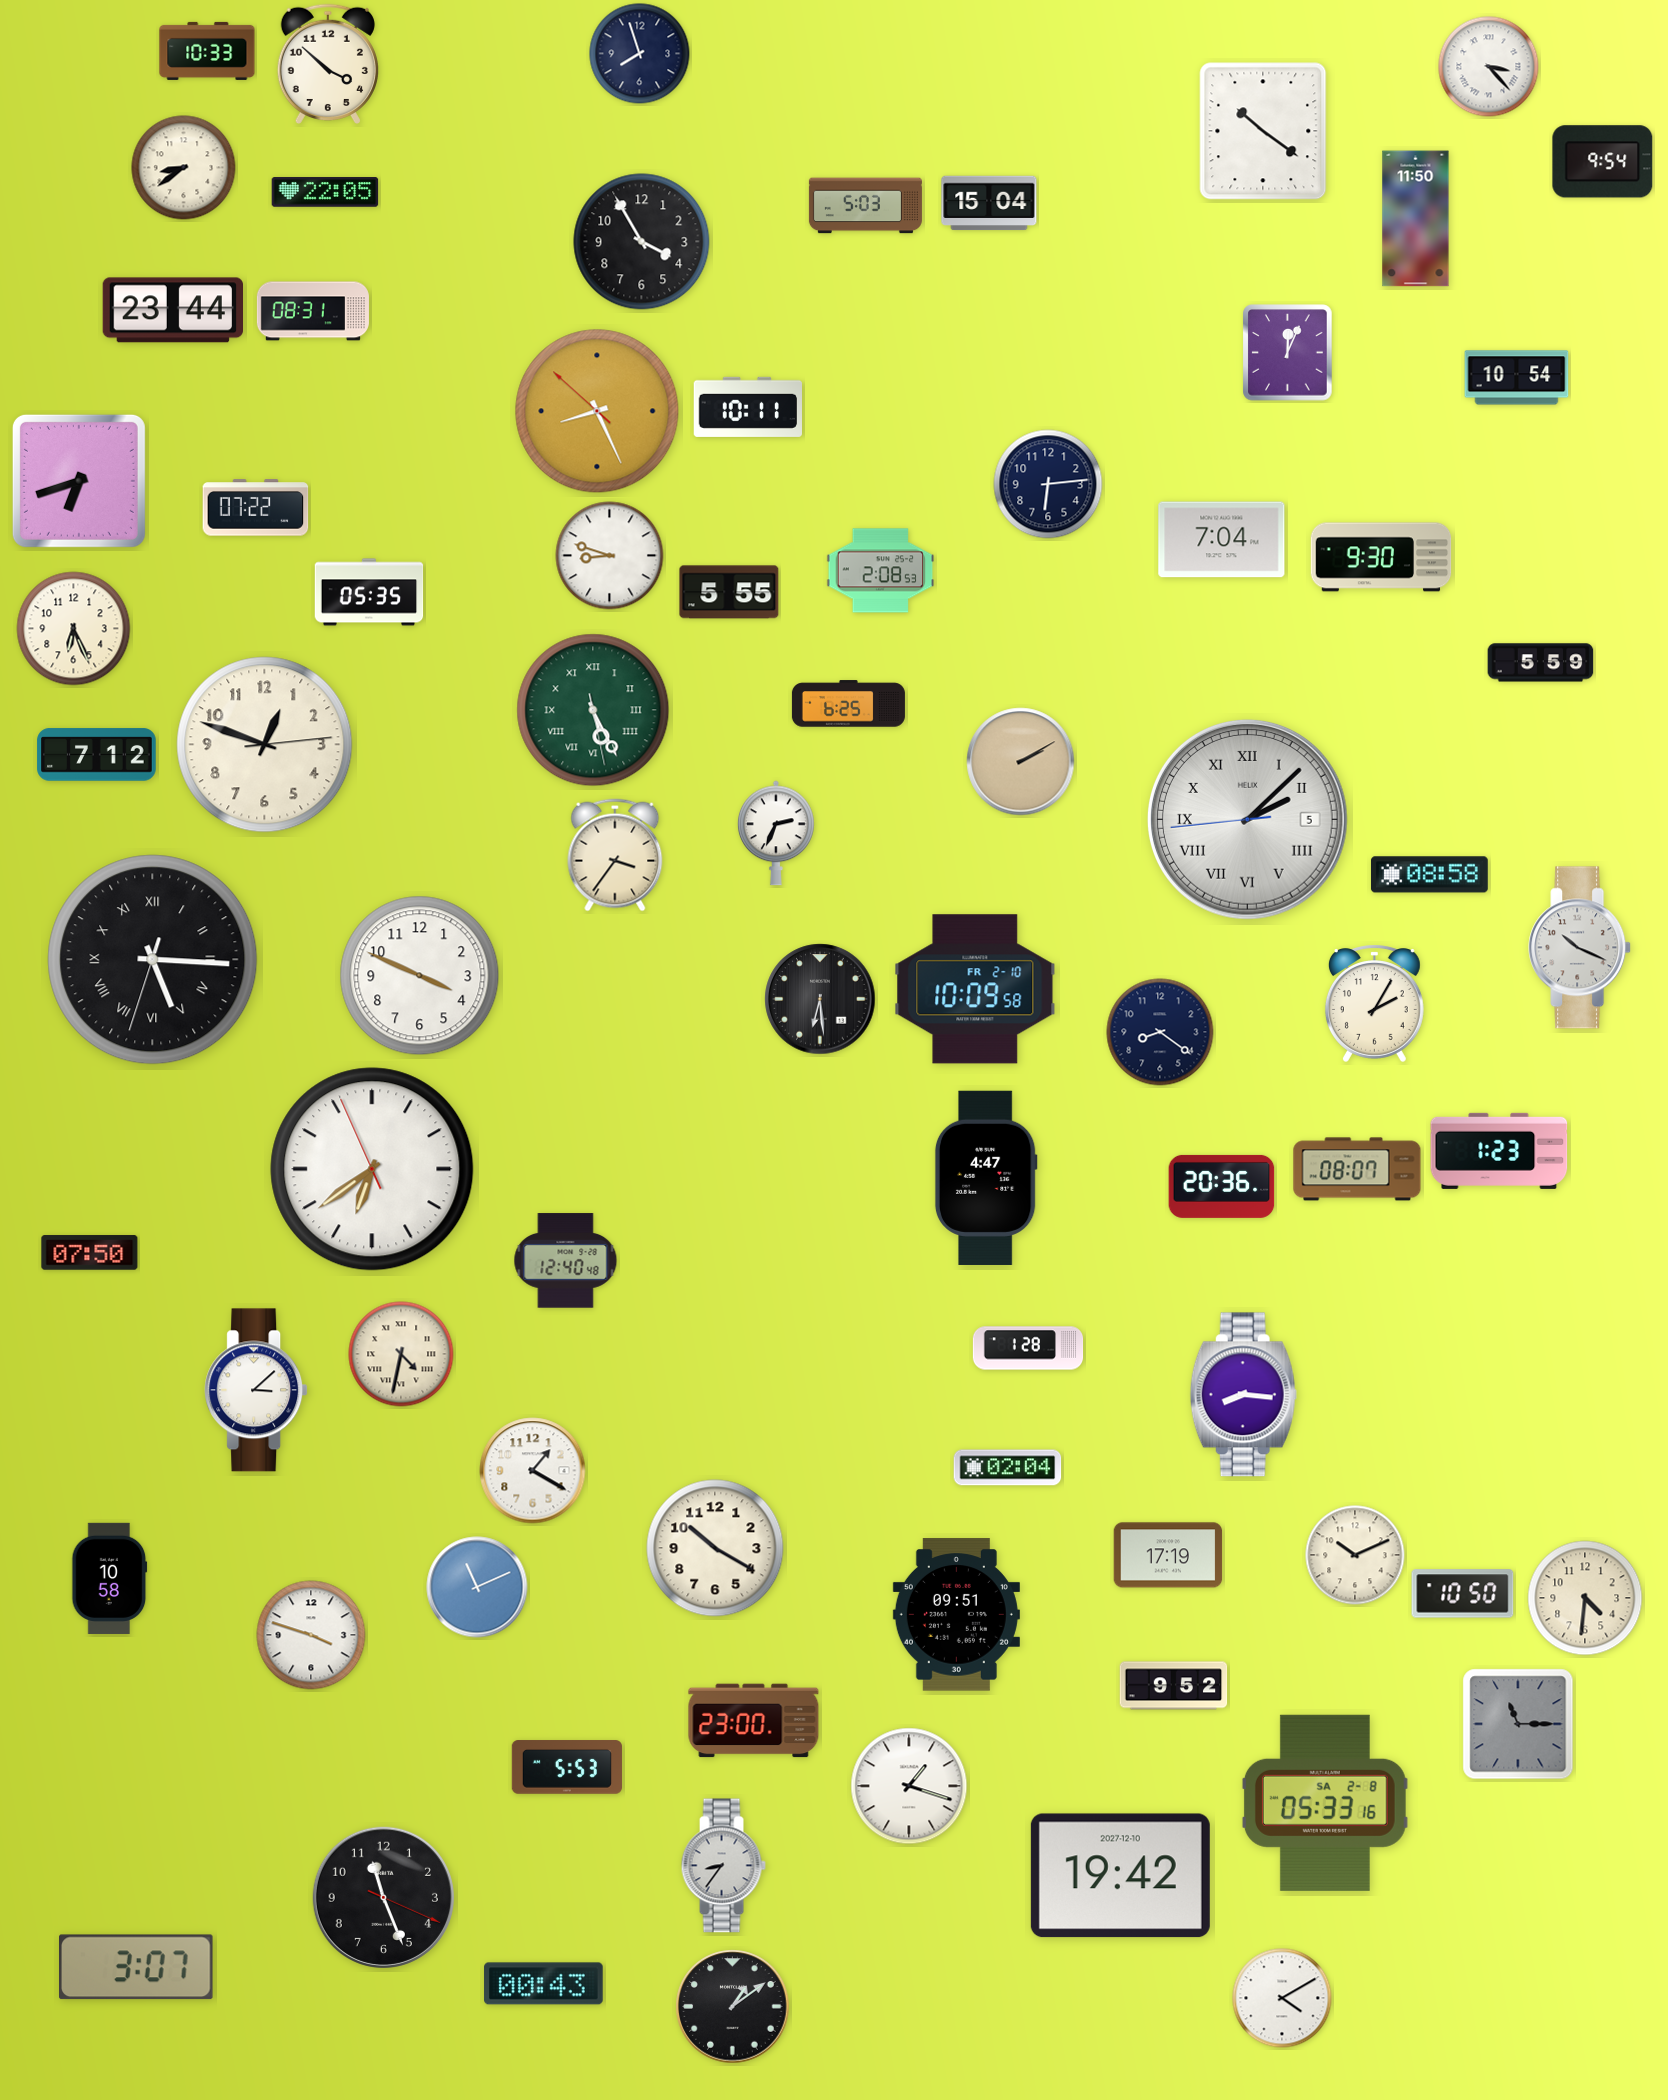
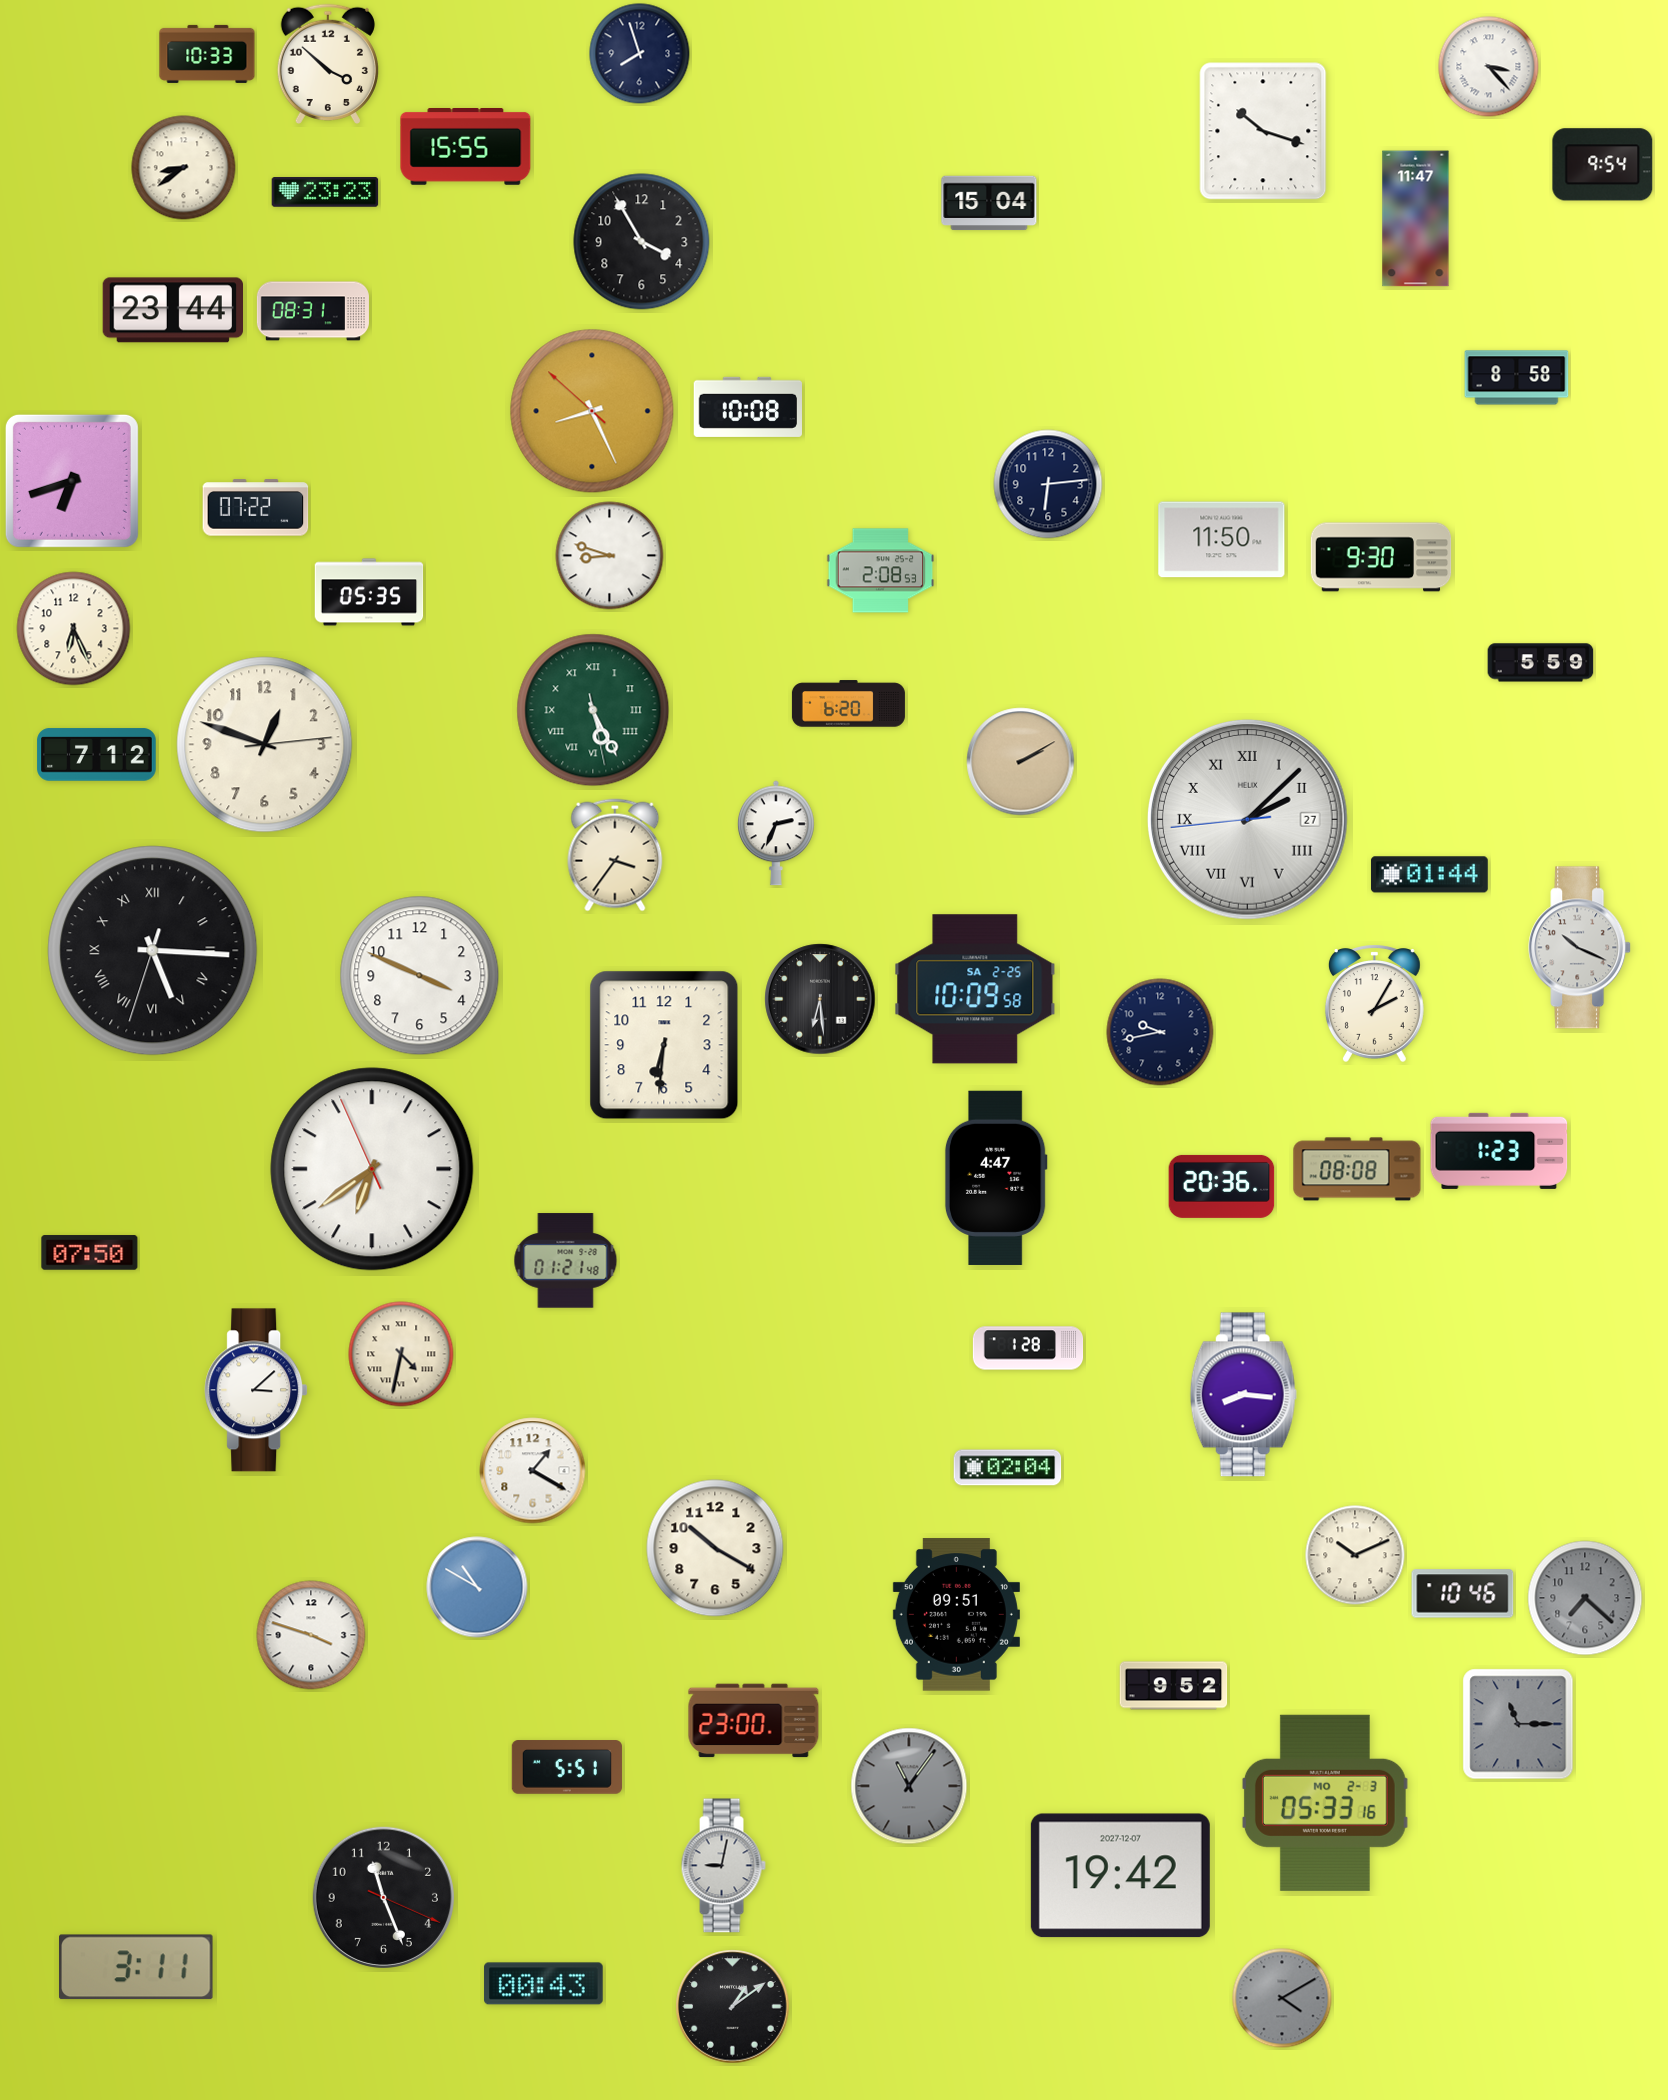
clock at (207, 51) position: (207, 51) -> (207, 54)
clock at (1263, 131): 10:21 -> 10:18
clock at (466, 147): none -> 15:55
clock at (1603, 162) position: (1603, 162) -> (1603, 165)
clock at (325, 192): 22:05 -> 23:23
clock at (865, 206): 5:03 -> none
clock at (1416, 219): 11:50 -> 11:47
clock at (1288, 353): 12:04 -> none
clock at (1517, 378): 10:54 -> 8:58
clock at (747, 407): 10:11 -> 10:08
clock at (597, 411) position: (597, 411) -> (592, 411)
clock at (79, 481) position: (79, 481) -> (72, 481)
clock at (1222, 540): 7:04 -> 11:50
clock at (729, 592): 5:55 -> none
clock at (848, 704): 6:25 -> 6:20
clock at (1248, 820) date: 5 -> 27
clock at (1429, 875): 08:58 -> 01:44
clock at (153, 960) position: (153, 960) -> (153, 951)
clock at (975, 989) date: FR 2-10 -> SA 2-25
clock at (1160, 1032): 8:21 -> 9:43
clock at (664, 1045): none -> 6:31
clock at (1357, 1169): 08:07 -> 08:08
clock at (986, 1178) position: (986, 1178) -> (996, 1178)
clock at (566, 1261): 12:40 -> 01:21
clock at (1168, 1555): 17:19 -> none
clock at (110, 1578): 10:58 -> none
clock at (477, 1587): 11:11 -> 10:50
clock at (1463, 1594): 10:50 -> 10:46
clock at (1585, 1598): 4:31 -> 7:22
clock at (1585, 1598) dial: cream -> grey
clock at (567, 1767): 5:53 -> 5:51
clock at (909, 1786): 1:18 -> 11:06
clock at (909, 1786) dial: white -> grey
clock at (1325, 1803) date: SA 2-8 -> MO 2-3
clock at (723, 1866): 8:36 -> 9:02
clock at (1120, 1876) date: 2027-12-10 -> 2027-12-07
clock at (137, 1967): 3:07 -> 3:11
clock at (1282, 1998) dial: white -> grey
